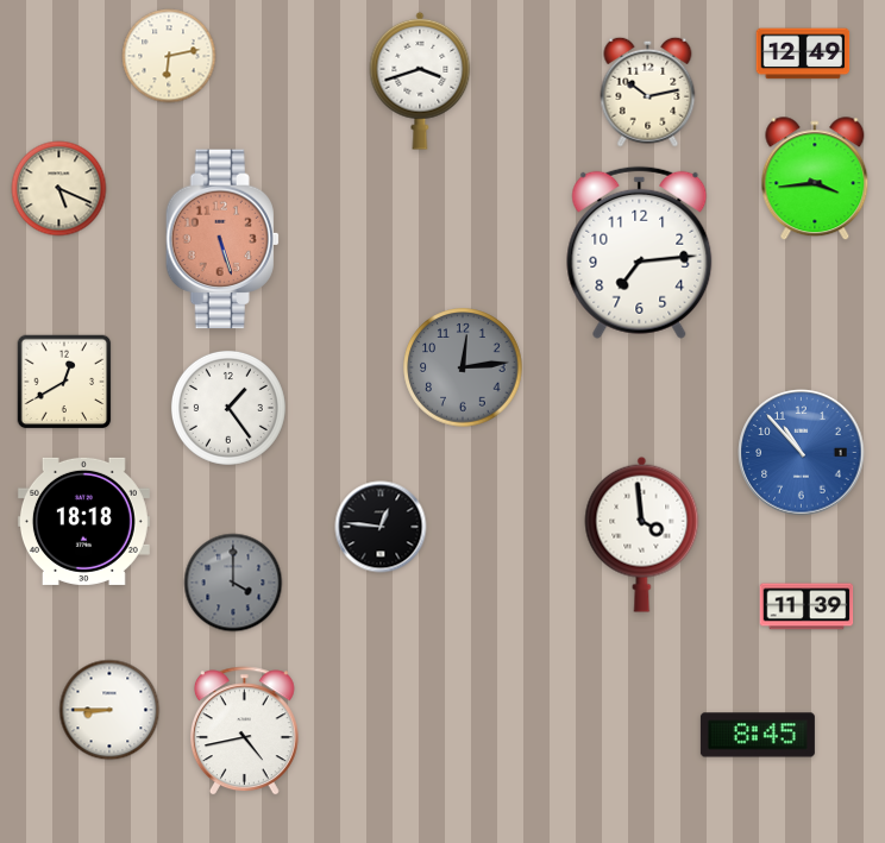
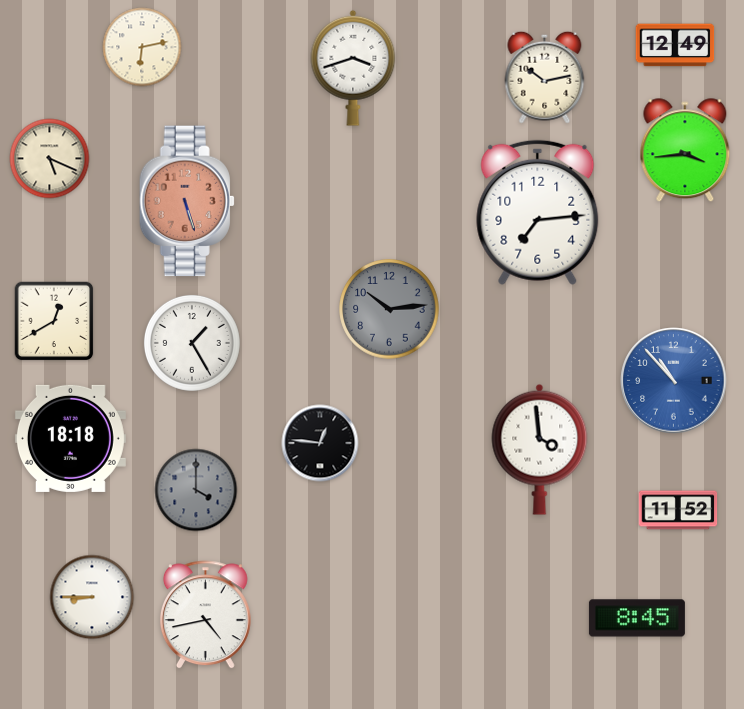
clock at (463, 367): 12:14 -> 10:14
clock at (228, 408): 1:24 -> 1:25
clock at (806, 606): 11:39 -> 11:52
